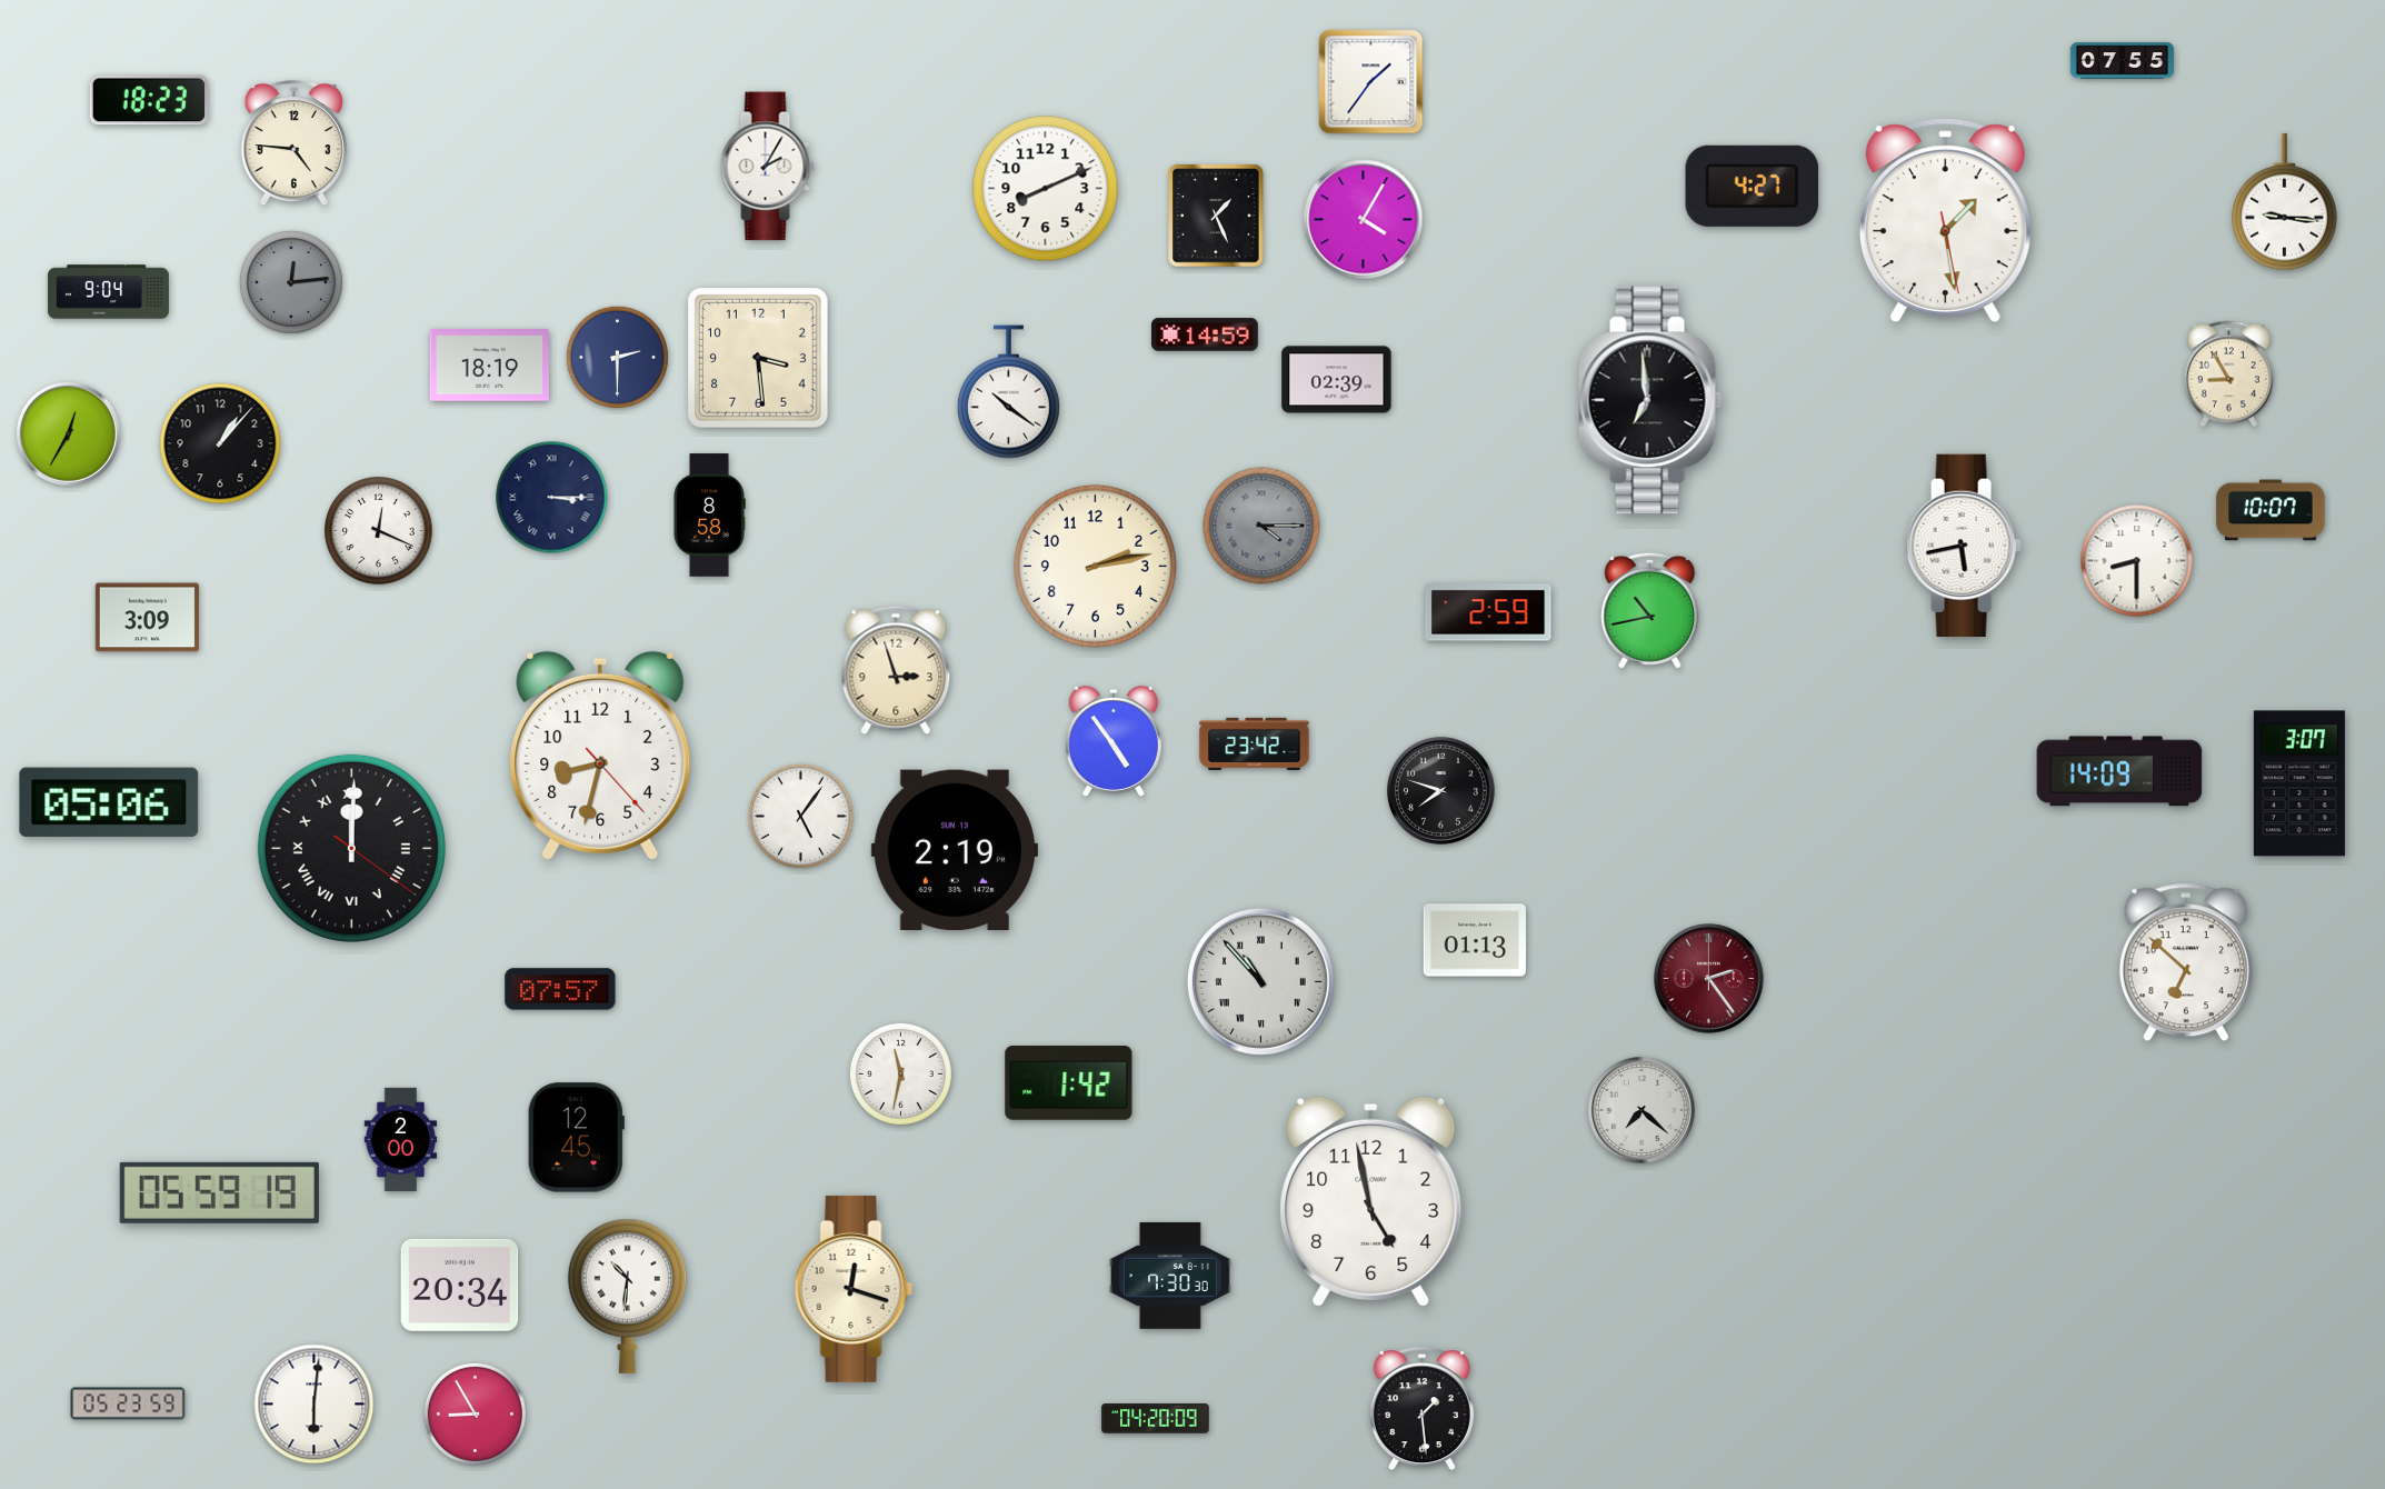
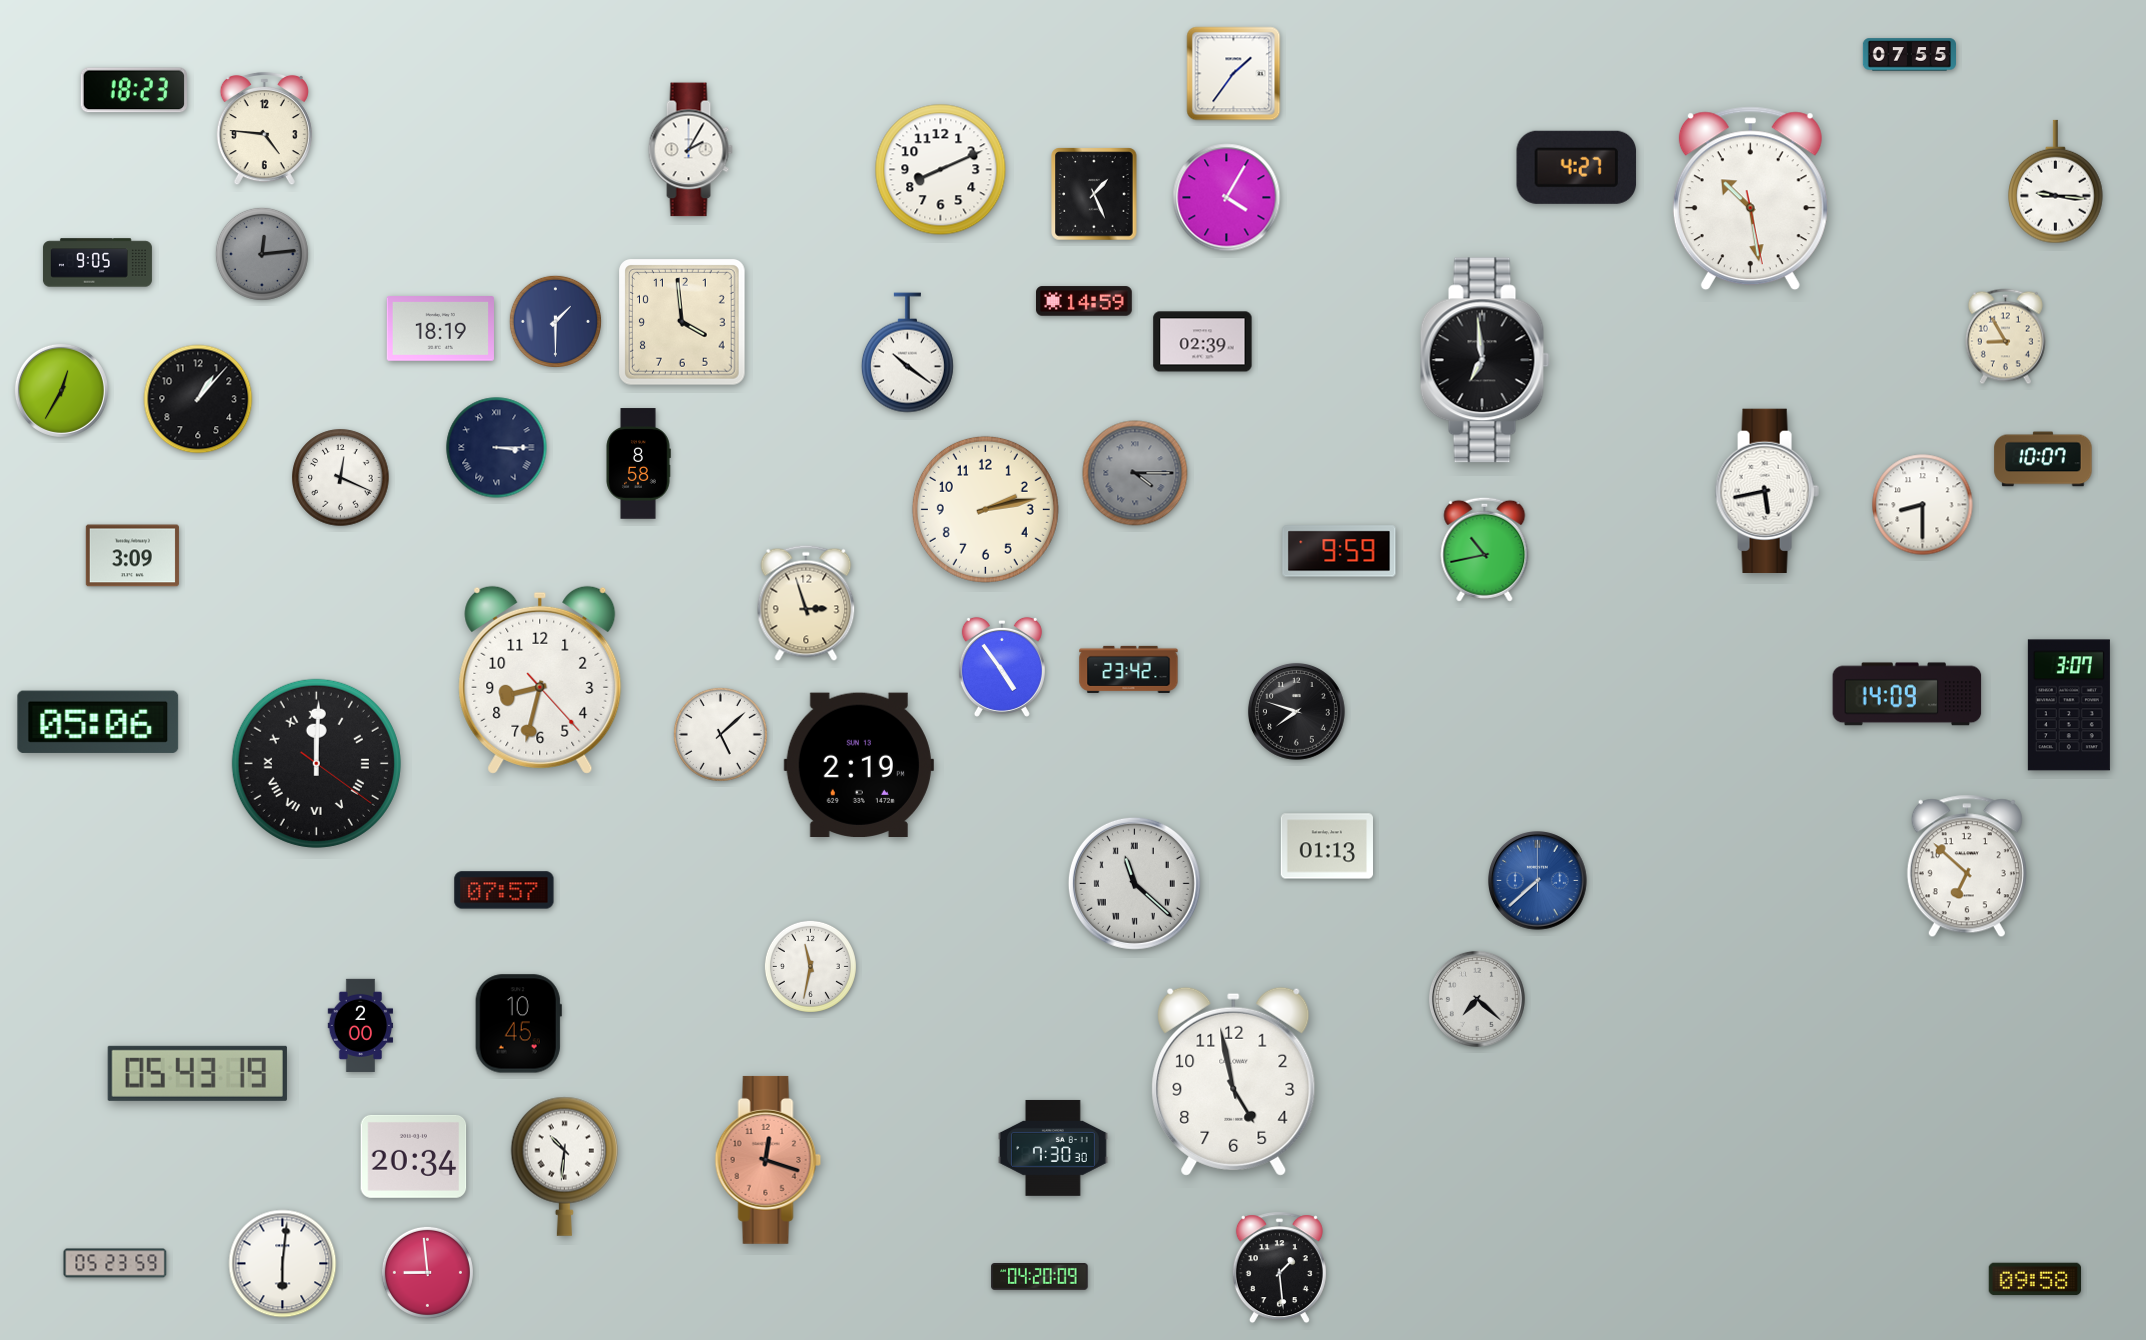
clock at (1945, 221): 1:28 -> 10:28
clock at (108, 292): 9:04 -> 9:05
clock at (617, 357): 2:30 -> 1:30
clock at (758, 358): 3:29 -> 3:59
clock at (1488, 612): 2:59 -> 9:59
clock at (800, 816): 5:06 -> 5:08
clock at (1709, 979): 2:24 -> 7:38
clock at (1709, 979) dial: burgundy -> blue
clock at (1260, 981): 10:53 -> 11:22
clock at (1069, 1083): 1:42 -> none
clock at (576, 1138): 12:45 -> 10:45
clock at (219, 1192): 05:59 -> 05:43
clock at (854, 1289) dial: cream -> salmon
clock at (475, 1413): 8:55 -> 8:59
clock at (2035, 1279): none -> 09:58
